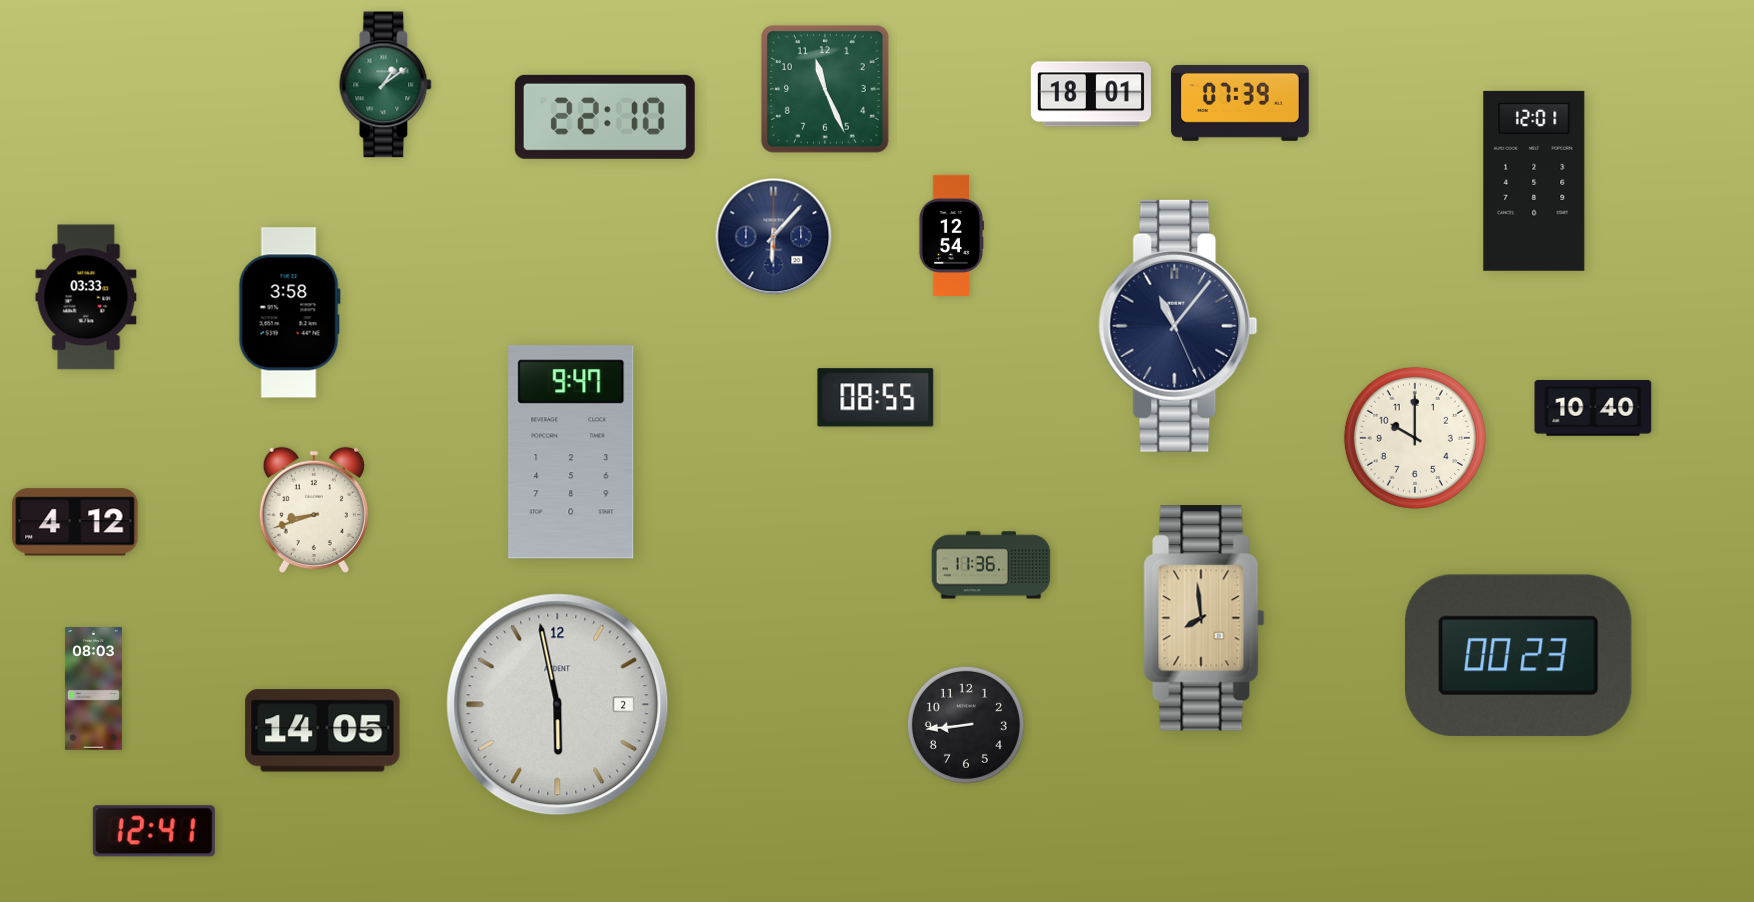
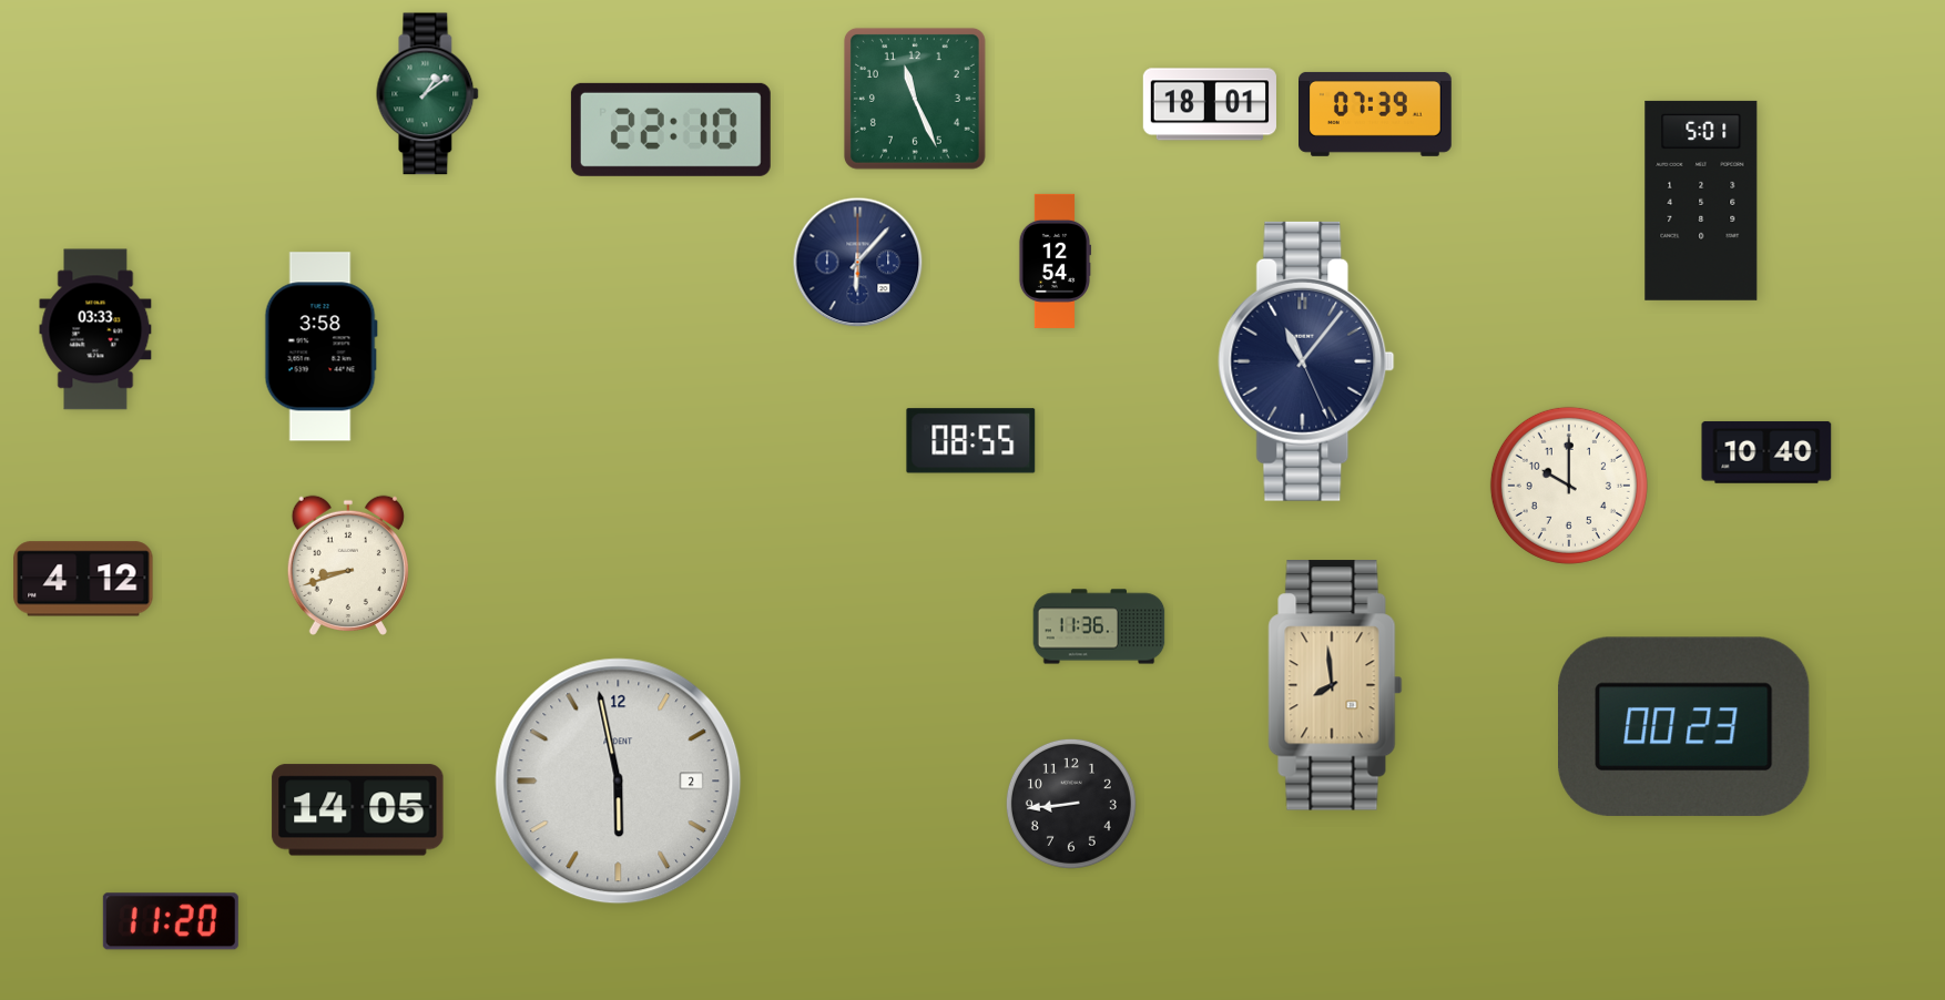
clock at (1534, 181): 12:01 -> 5:01
clock at (571, 452): 9:47 -> none
clock at (93, 689): 08:03 -> none
clock at (154, 831): 12:41 -> 11:20
